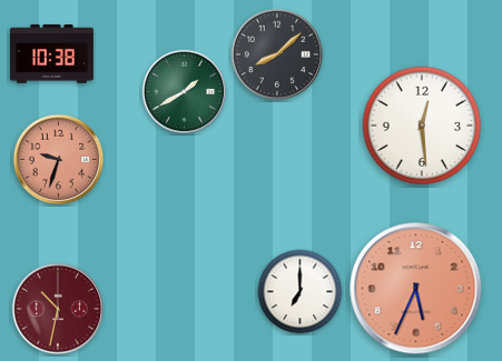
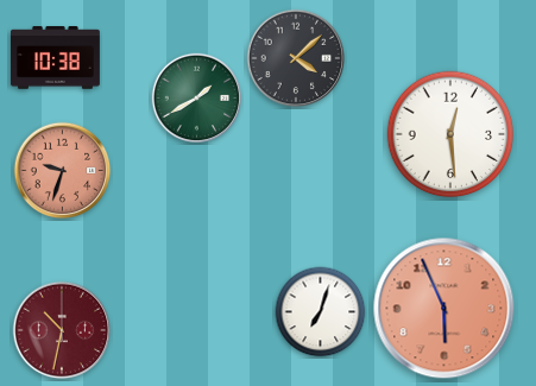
clock at (277, 54): 8:08 -> 4:08
clock at (416, 289): 5:34 -> 5:56
clock at (301, 292): 7:00 -> 7:03
